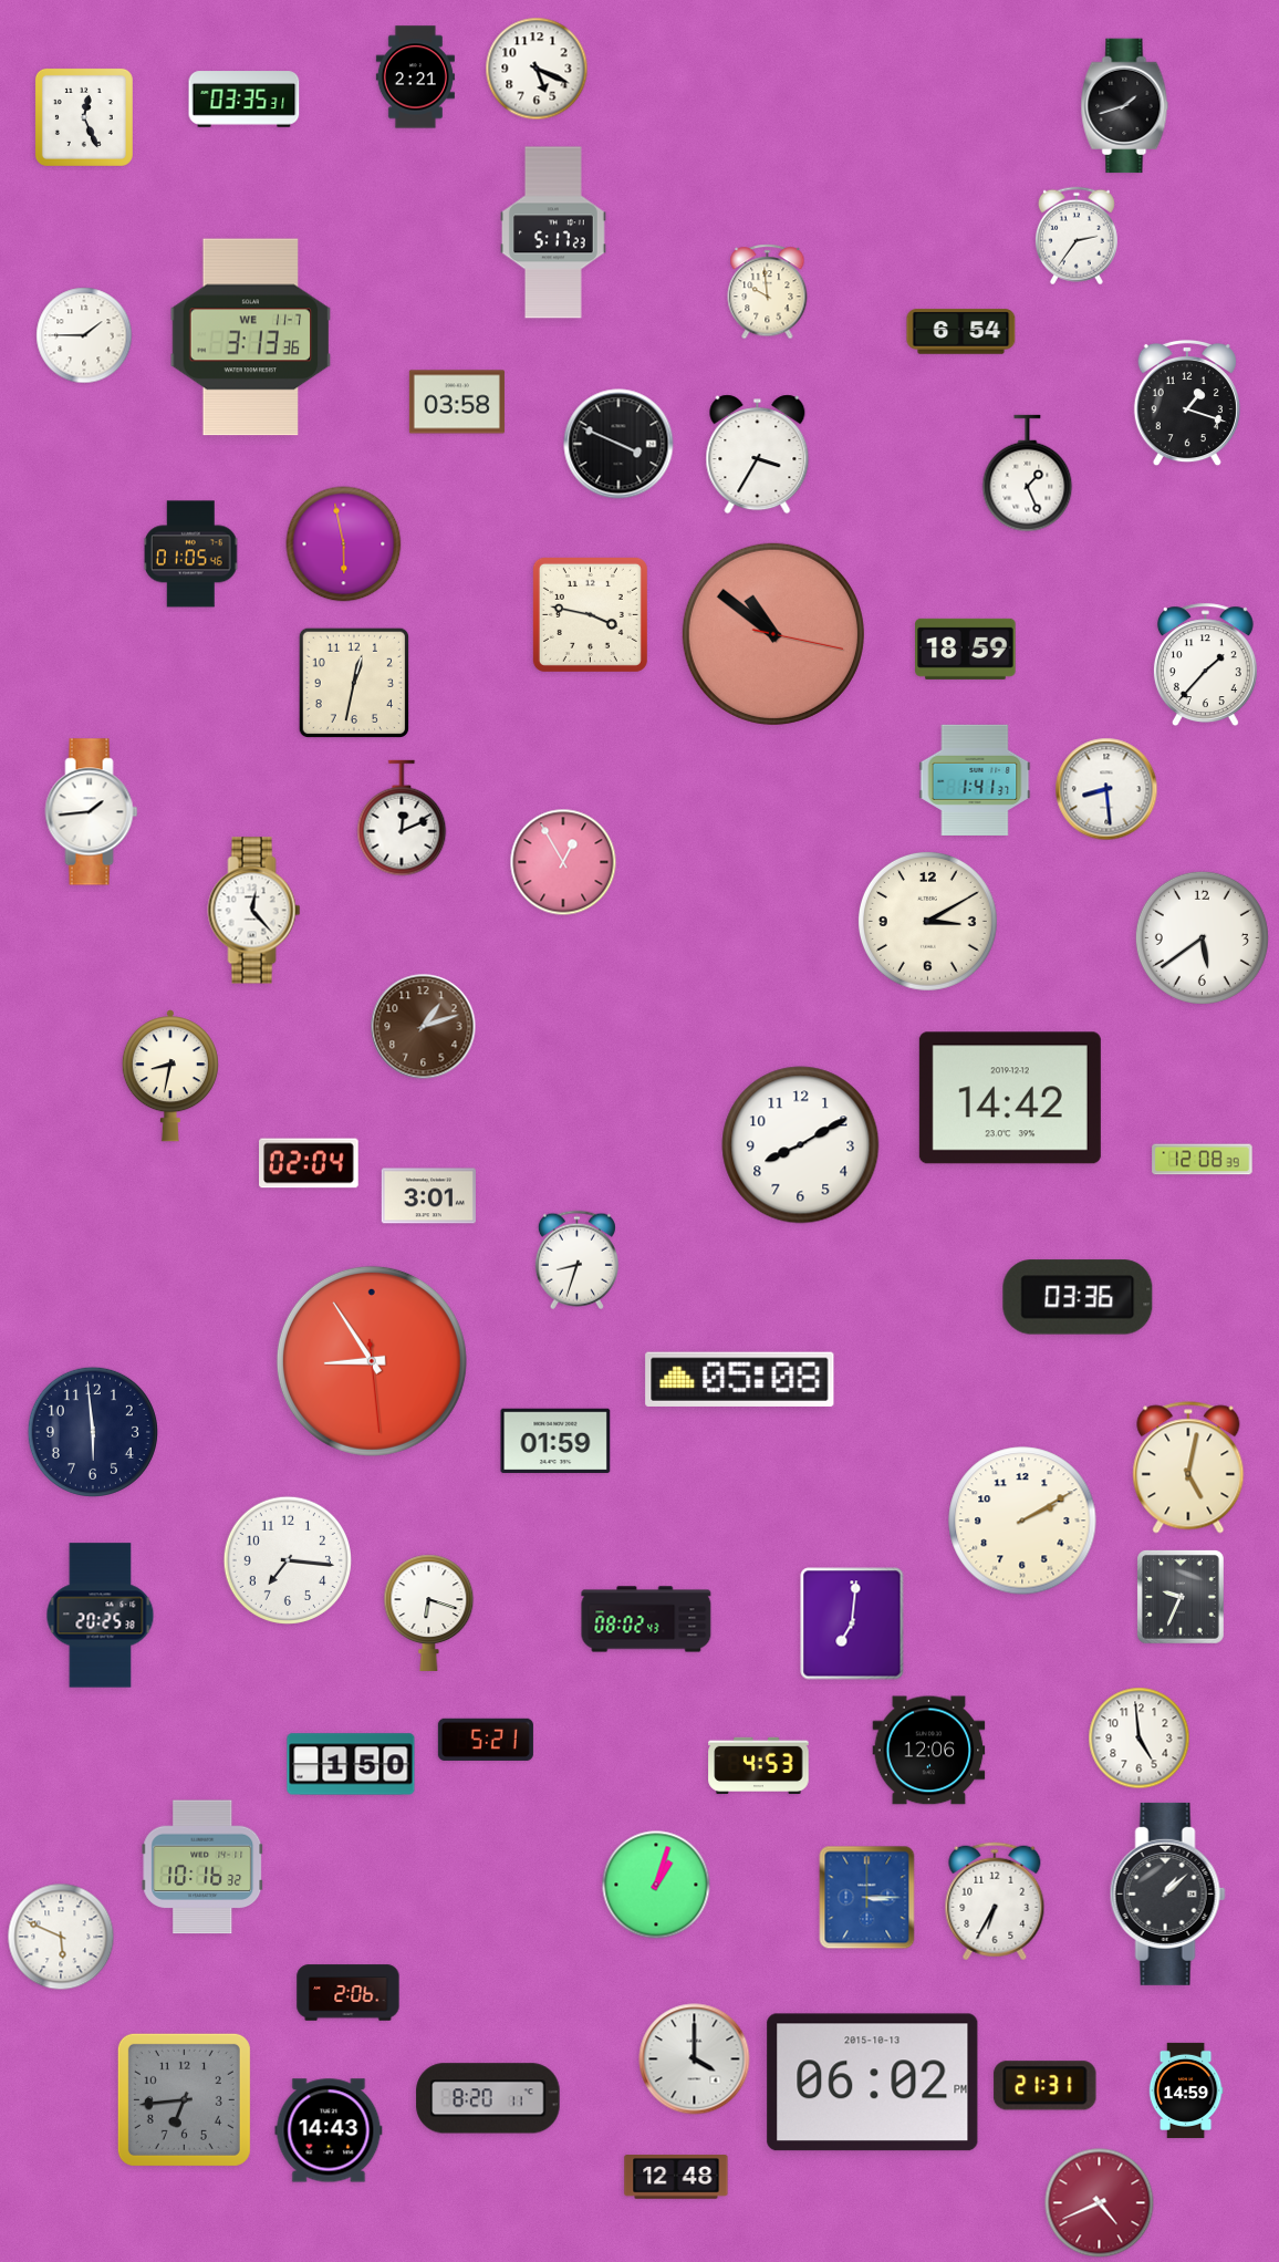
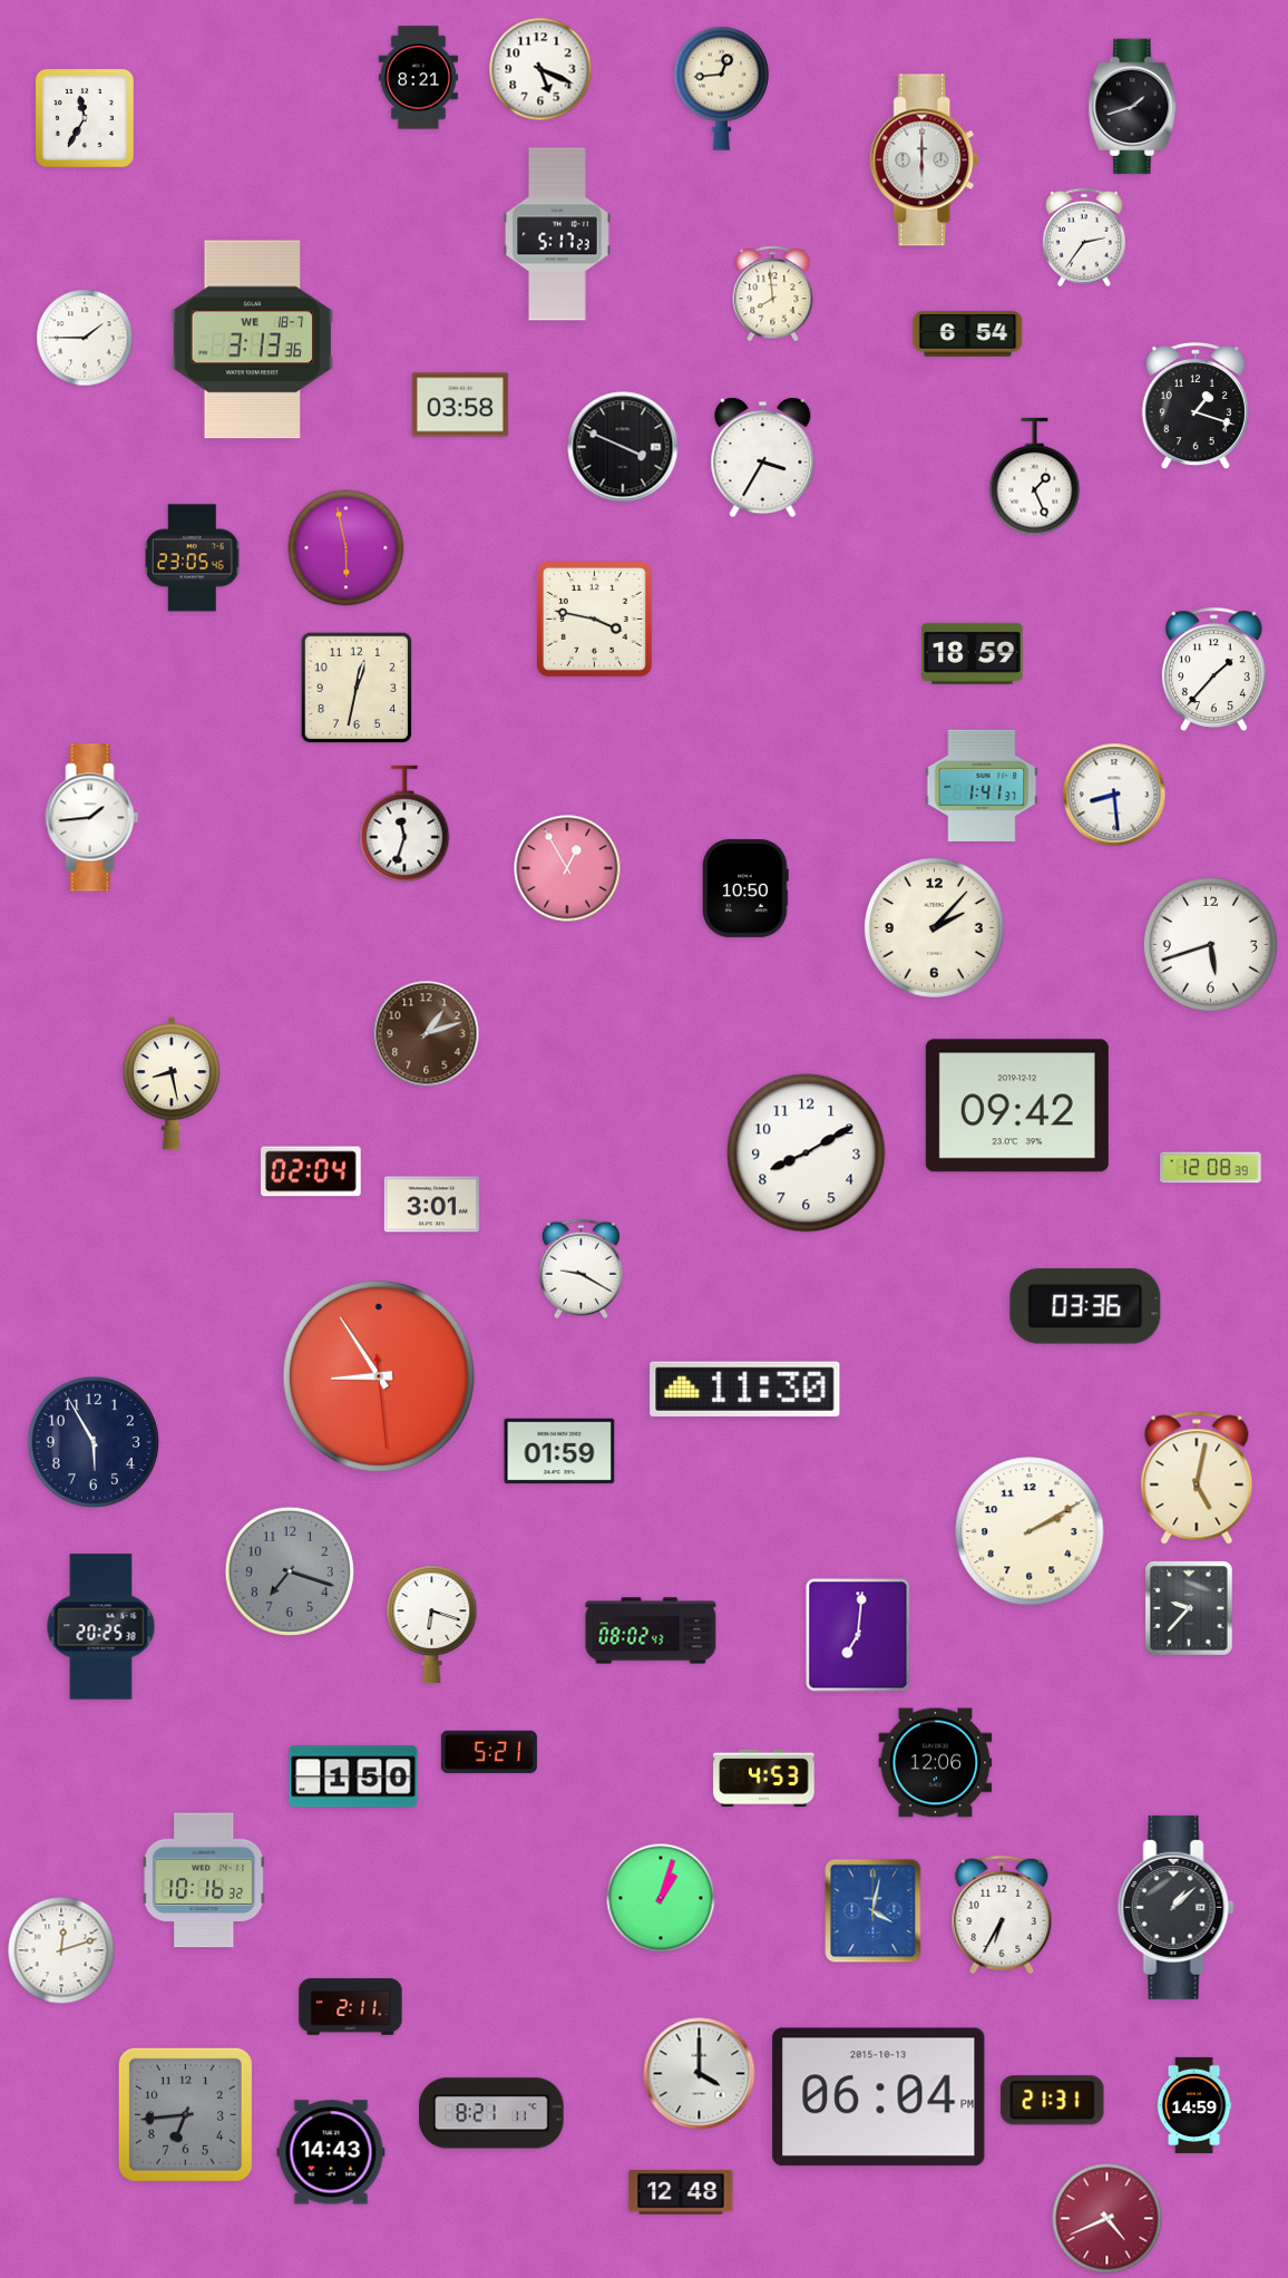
clock at (415, 77): 2:21 -> 8:21
clock at (722, 88): none -> 12:44
clock at (245, 100): 03:35 -> none
clock at (84, 117): 12:26 -> 11:35
clock at (925, 160): none -> 6:00
clock at (768, 292): 9:59 -> 7:59
clock at (251, 338) date: WE 11-7 -> WE 18-7
clock at (191, 554): 01:05 -> 23:05
clock at (773, 634): 10:51 -> none
clock at (402, 818): 12:11 -> 11:33
clock at (745, 888): none -> 10:50
clock at (254, 911): 12:23 -> none
clock at (927, 921): 3:10 -> 2:07
clock at (1202, 937): 5:39 -> 5:42
clock at (170, 1076): 8:32 -> 8:28
clock at (1010, 1098): 14:42 -> 09:42
clock at (576, 1260): 8:33 -> 9:20
clock at (372, 1361) position: (372, 1361) -> (379, 1376)
clock at (740, 1379): 05:08 -> 11:30
clock at (93, 1432): 5:59 -> 5:55
clock at (287, 1559): 7:16 -> 7:18
clock at (287, 1559) dial: white -> grey
clock at (1182, 1598): 9:34 -> 9:37
clock at (1140, 1739): 4:59 -> none
clock at (867, 1898): 3:15 -> 4:02
clock at (61, 1937): 5:49 -> 12:12
clock at (349, 1993): 2:06 -> 2:11
clock at (873, 2083): 06:02 -> 06:04
clock at (488, 2098): 8:20 -> 8:21
clock at (329, 2130) position: (329, 2130) -> (331, 2152)
